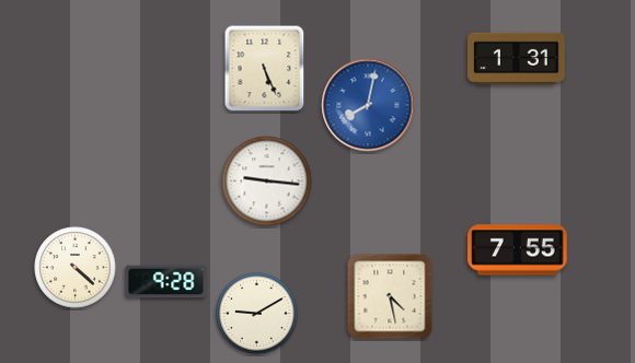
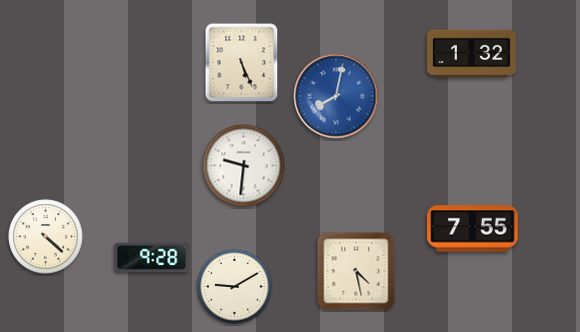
clock at (517, 59): 1:31 -> 1:32
clock at (267, 181): 9:16 -> 9:31
clock at (76, 268) position: (76, 268) -> (46, 237)
